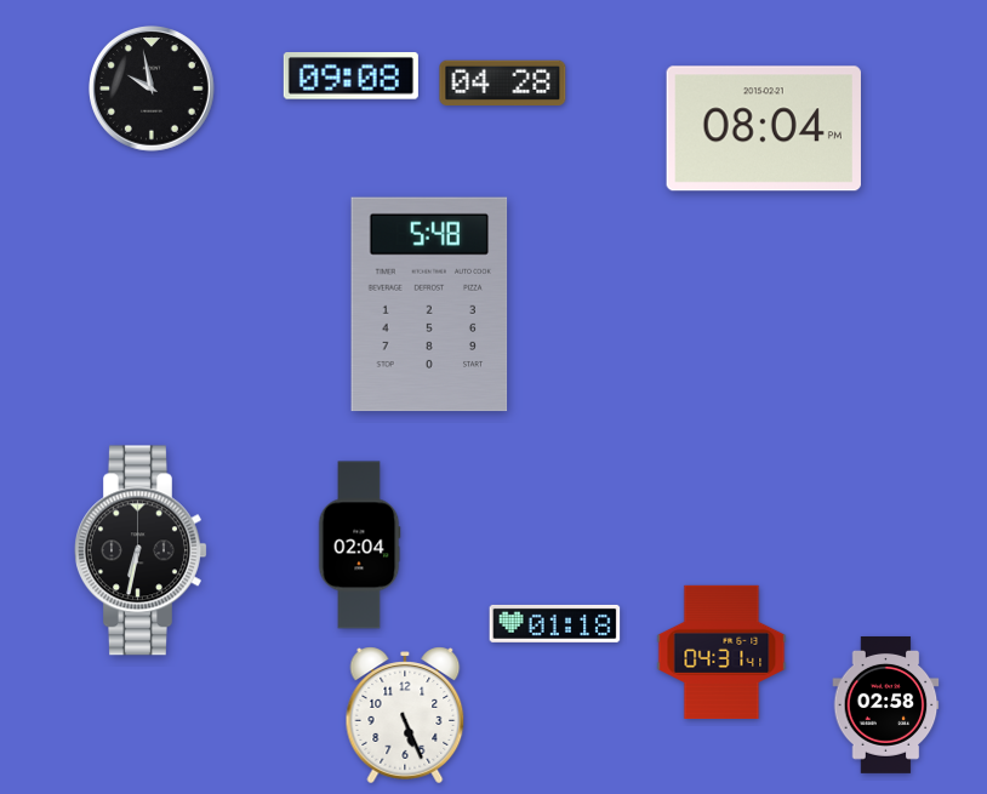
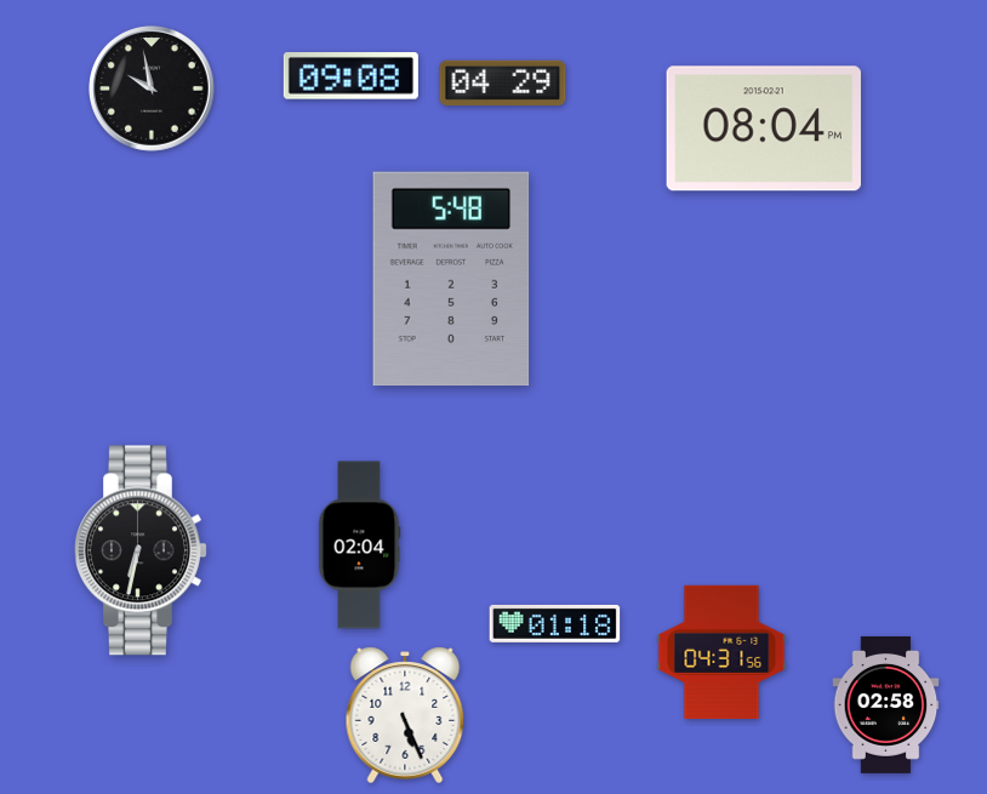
clock at (503, 84): 04:28 -> 04:29
clock at (429, 304) position: (429, 304) -> (451, 279)
clock at (721, 652): 04:31:41 -> 04:31:56
